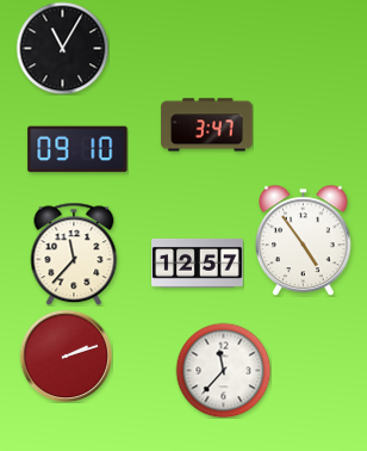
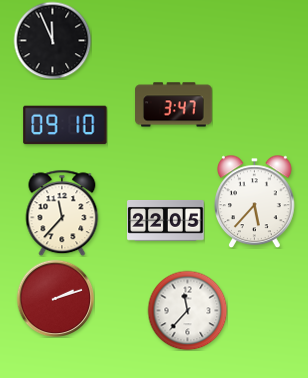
clock at (62, 48): 11:05 -> 11:56
clock at (304, 240): 4:54 -> 5:37
clock at (198, 264): 12:57 -> 22:05
